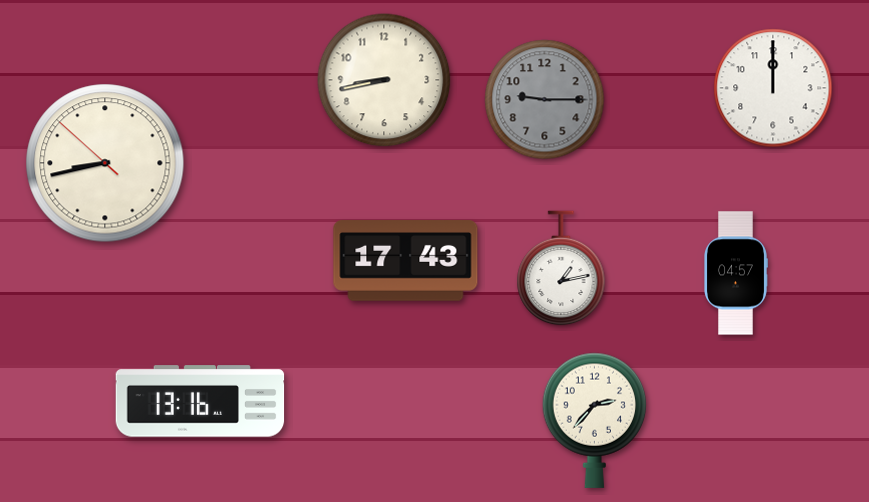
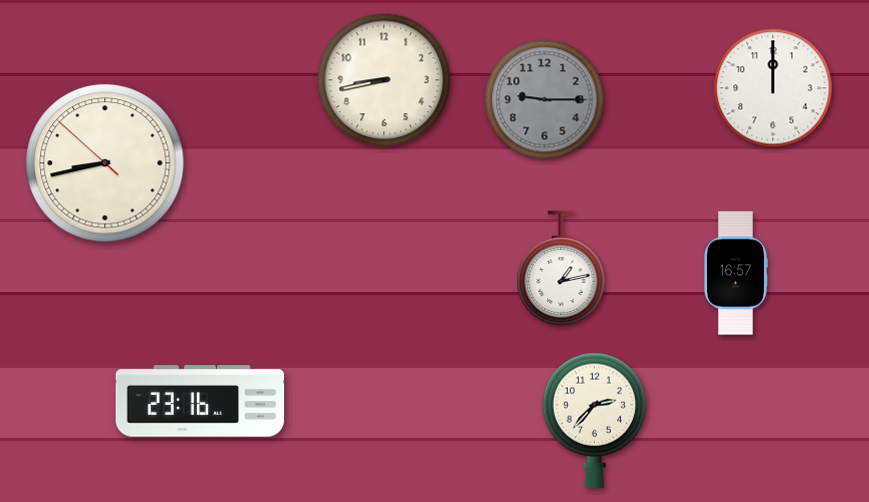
clock at (406, 261): 17:43 -> none
clock at (736, 273): 04:57 -> 16:57
clock at (200, 401): 13:16 -> 23:16
